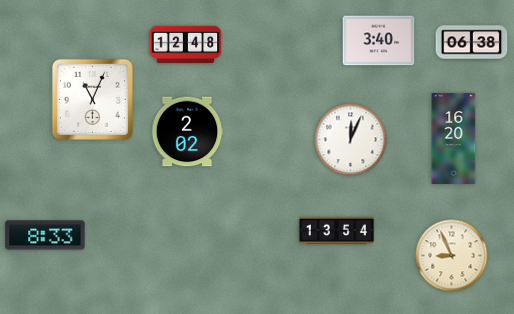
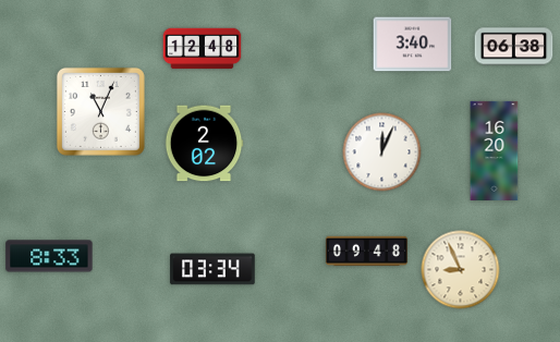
clock at (92, 99) position: (92, 99) -> (100, 111)
clock at (336, 231): 13:54 -> 09:48
clock at (212, 269): none -> 03:34
clock at (452, 256) position: (452, 256) -> (461, 270)
